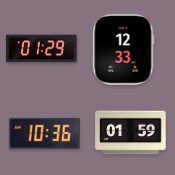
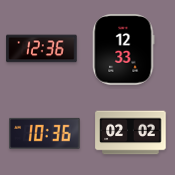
clock at (42, 49): 01:29 -> 12:36
clock at (131, 133): 01:59 -> 02:02
